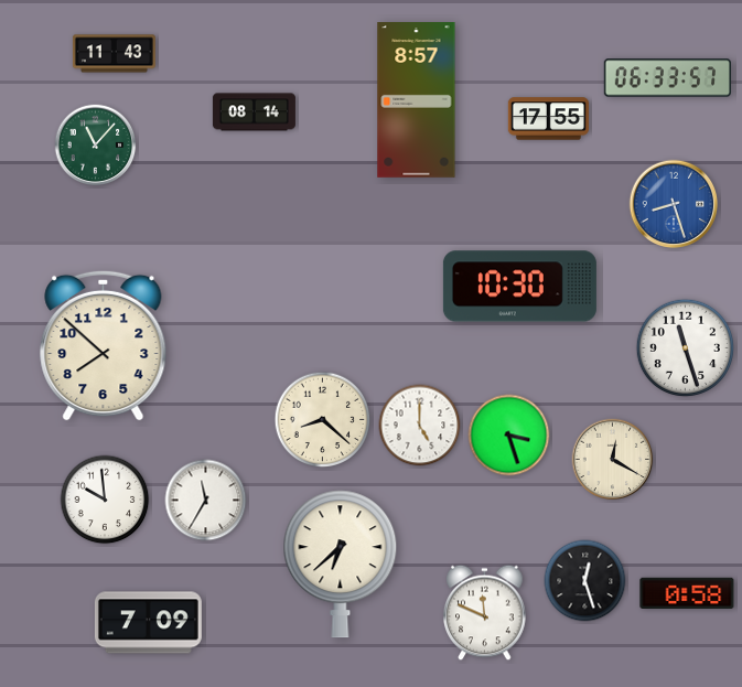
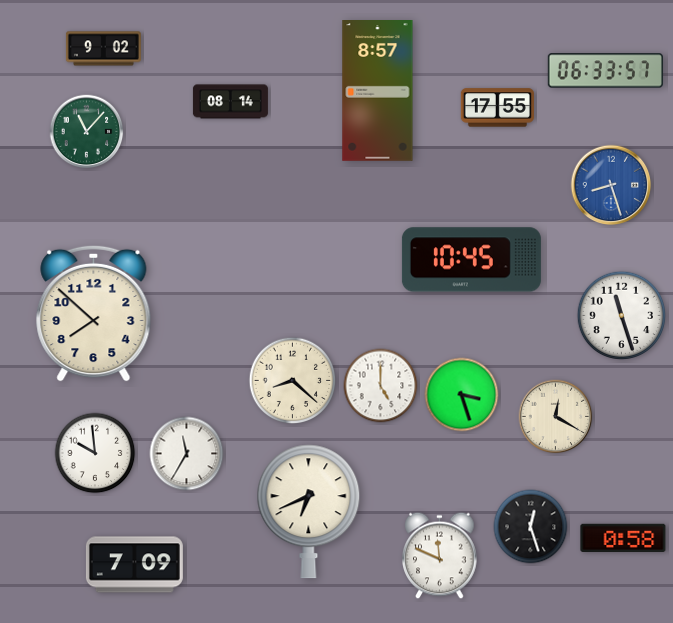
clock at (114, 54): 11:43 -> 9:02
clock at (519, 287): 10:30 -> 10:45
clock at (341, 565): 6:38 -> 6:41
